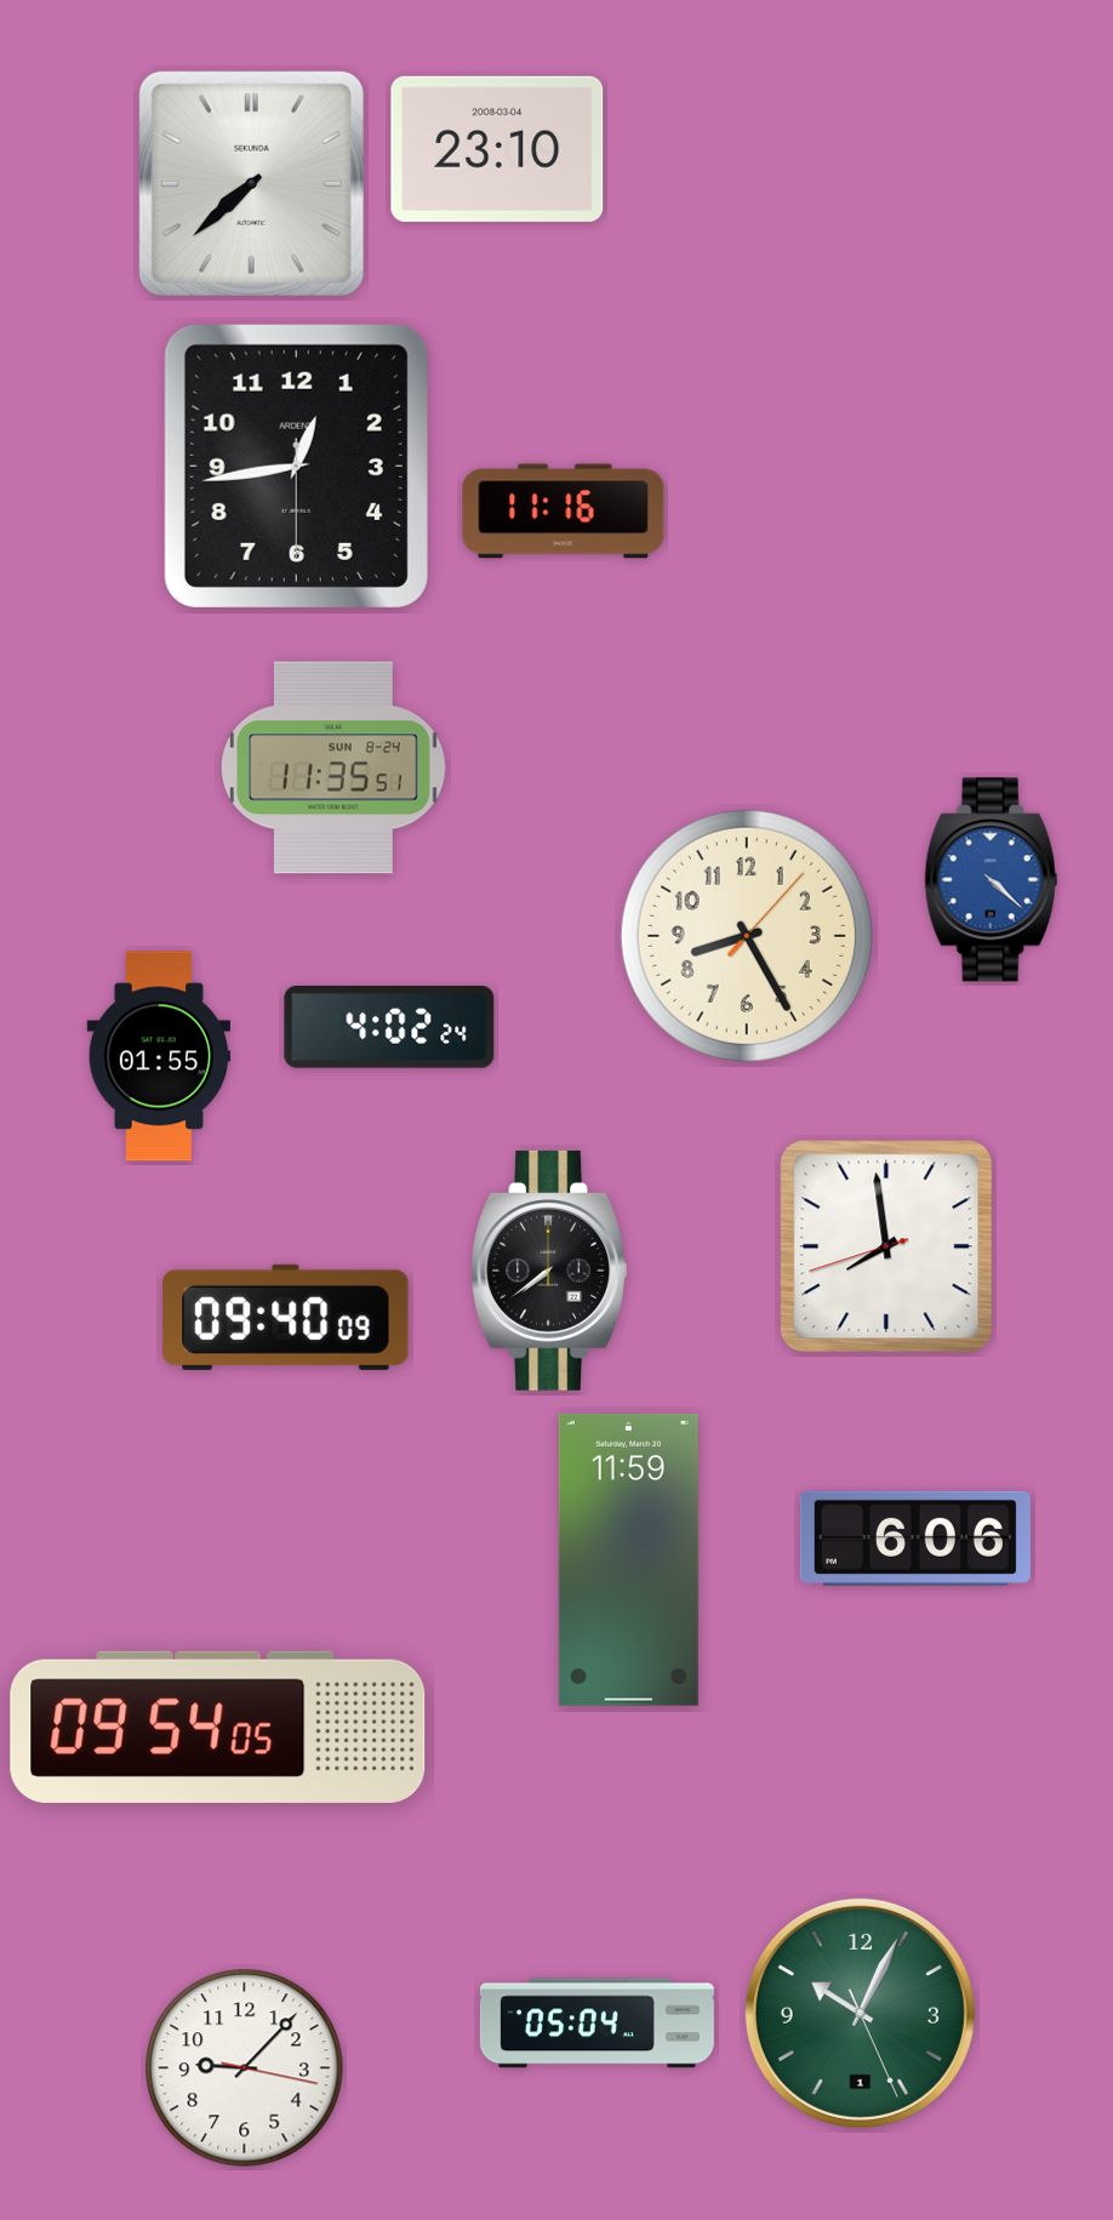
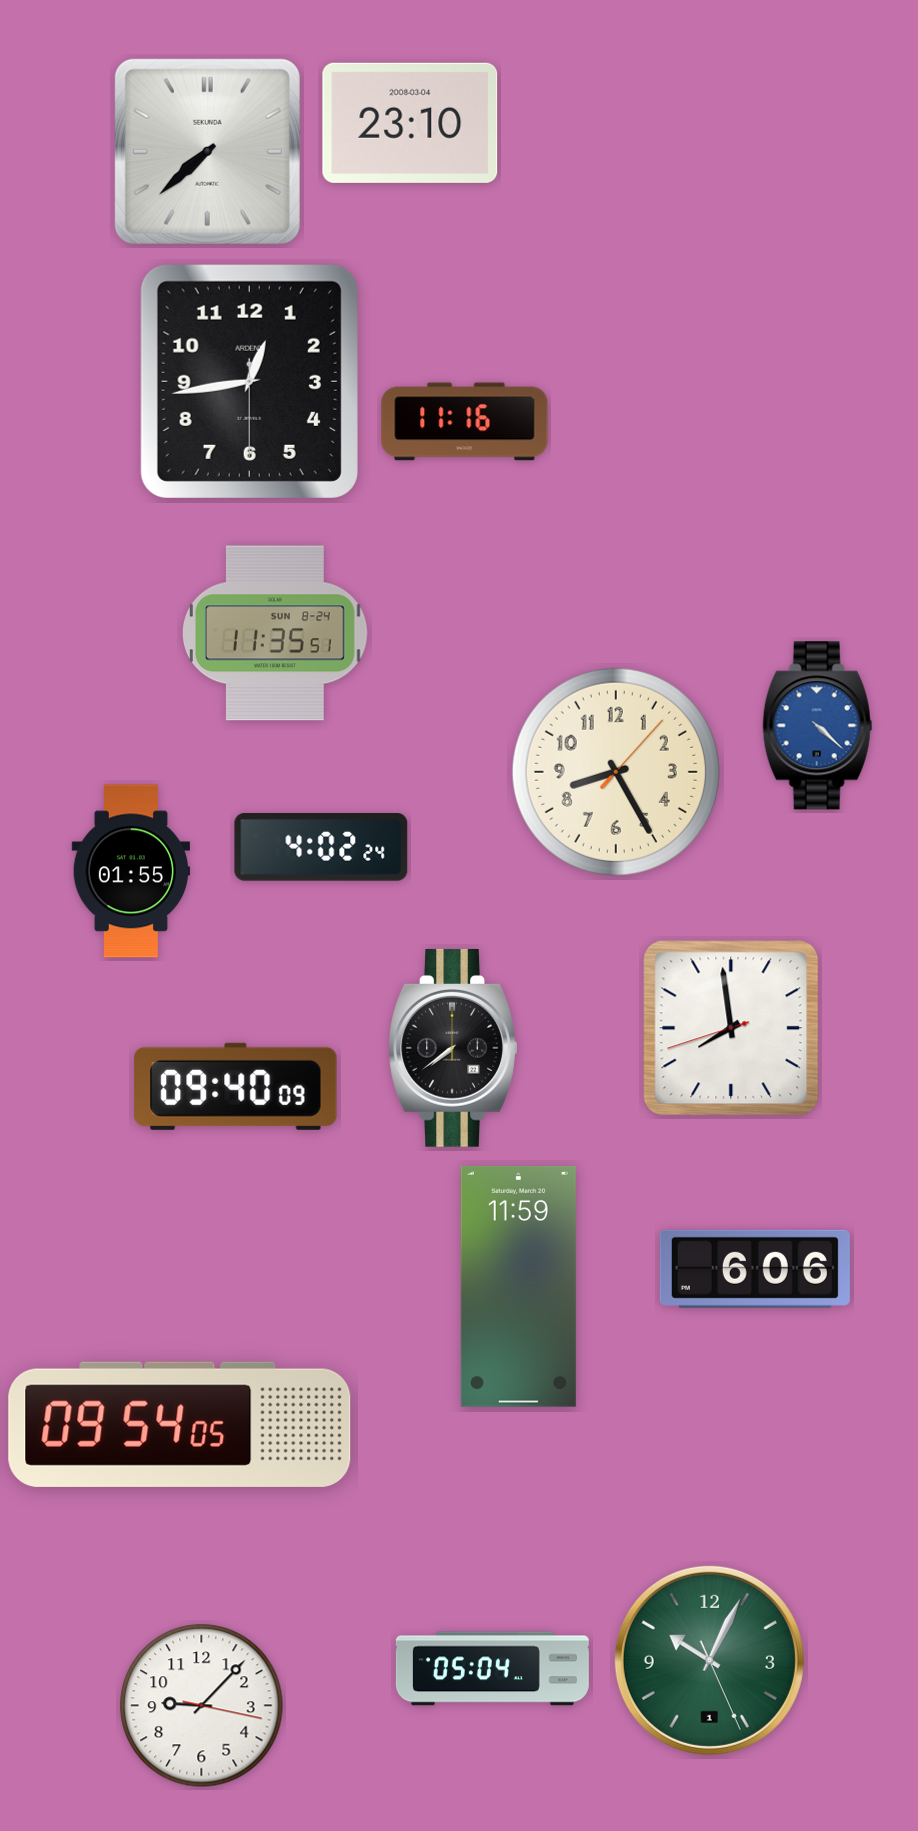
clock at (296, 466) position: (296, 466) -> (249, 381)
